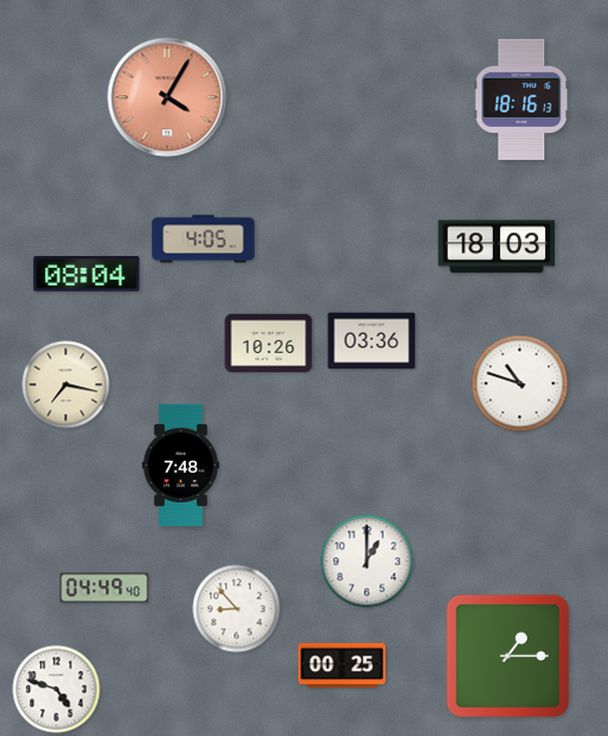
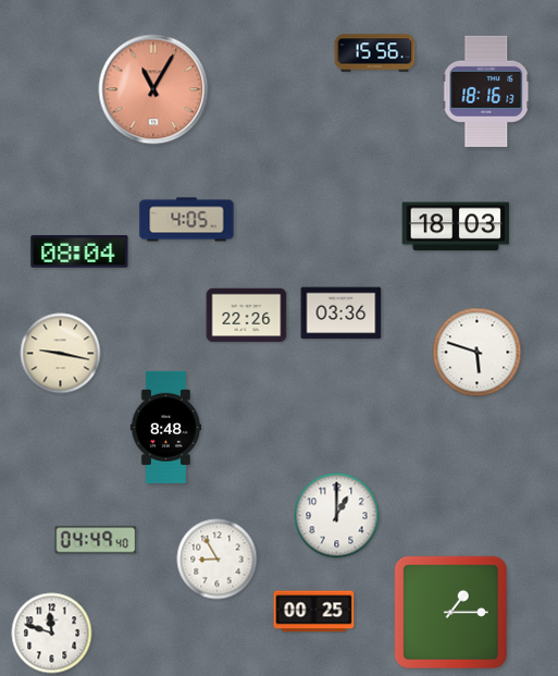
clock at (375, 53): none -> 15:56
clock at (167, 97): 4:05 -> 11:05
clock at (521, 100) position: (521, 100) -> (486, 91)
clock at (269, 344): 10:26 -> 22:26
clock at (520, 384): 10:48 -> 5:48
clock at (66, 385): 7:17 -> 9:17
clock at (181, 465): 7:48 -> 8:48
clock at (237, 609): 8:53 -> 8:55
clock at (507, 655) position: (507, 655) -> (450, 612)
clock at (57, 690): 4:48 -> 11:48
